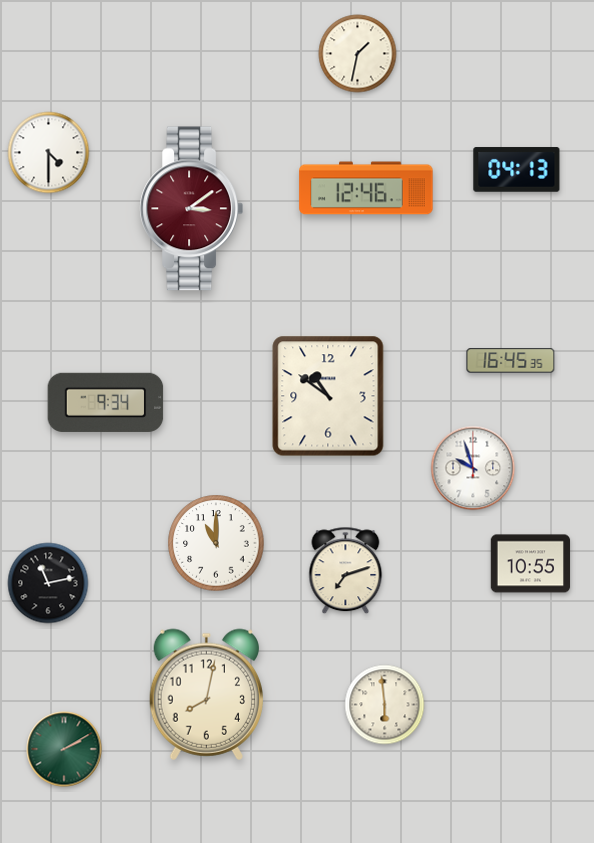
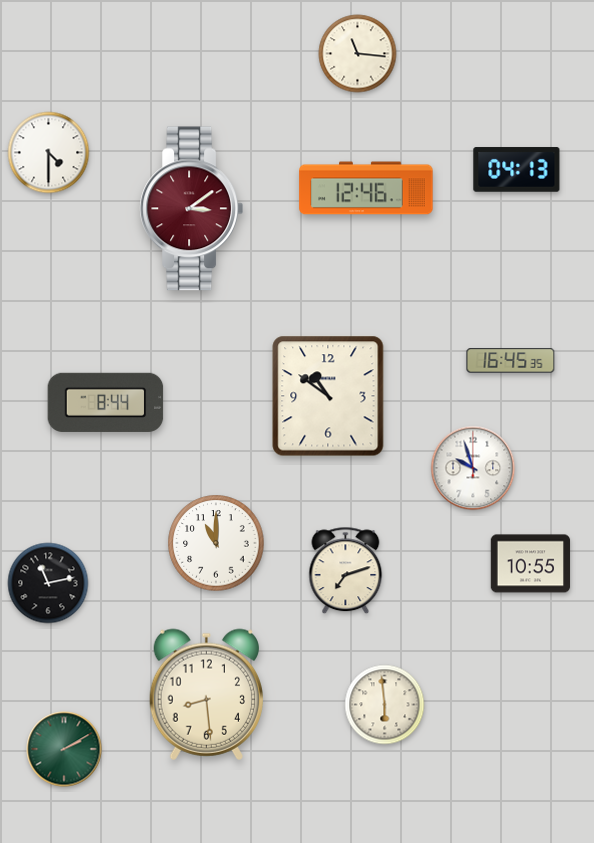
clock at (358, 54): 1:32 -> 11:16
clock at (106, 402): 9:34 -> 8:44
clock at (206, 694): 8:02 -> 8:29
